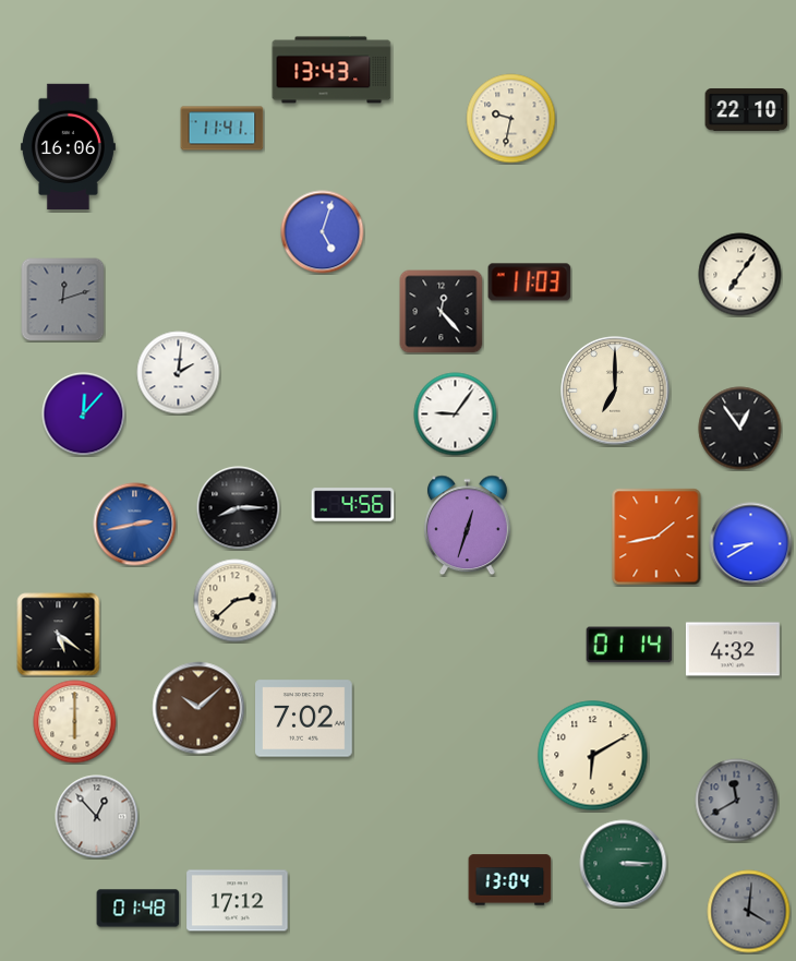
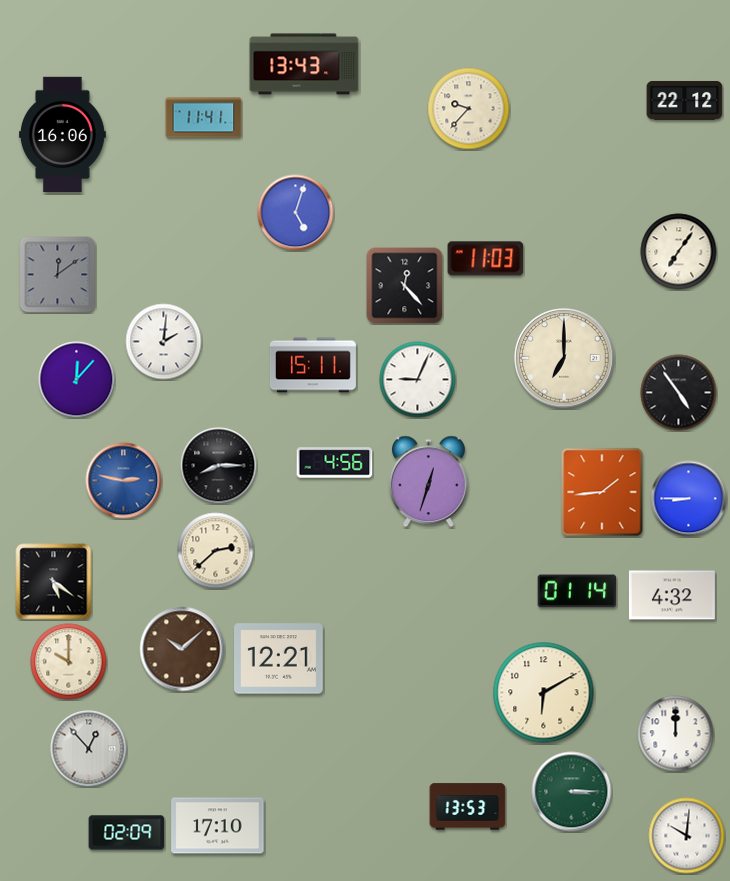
clock at (747, 109): 22:10 -> 22:12
clock at (511, 119): 9:32 -> 9:37
clock at (63, 300): 12:12 -> 12:09
clock at (313, 365): none -> 15:11
clock at (456, 415): 9:06 -> 9:04
clock at (740, 429): 12:54 -> 4:54
clock at (353, 505) position: (353, 505) -> (335, 463)
clock at (135, 525): 2:43 -> 2:47
clock at (656, 537): 1:43 -> 1:44
clock at (751, 544): 8:40 -> 8:45
clock at (304, 719): 7:02 -> 12:21
clock at (75, 722): 6:00 -> 10:00
clock at (737, 801): 11:40 -> 12:00
clock at (737, 801) dial: grey -> white
clock at (510, 880): 13:04 -> 13:53
clock at (238, 901): 17:12 -> 17:10
clock at (138, 909): 01:48 -> 02:09
clock at (749, 912): 4:01 -> 10:01
clock at (749, 912) dial: grey -> white
